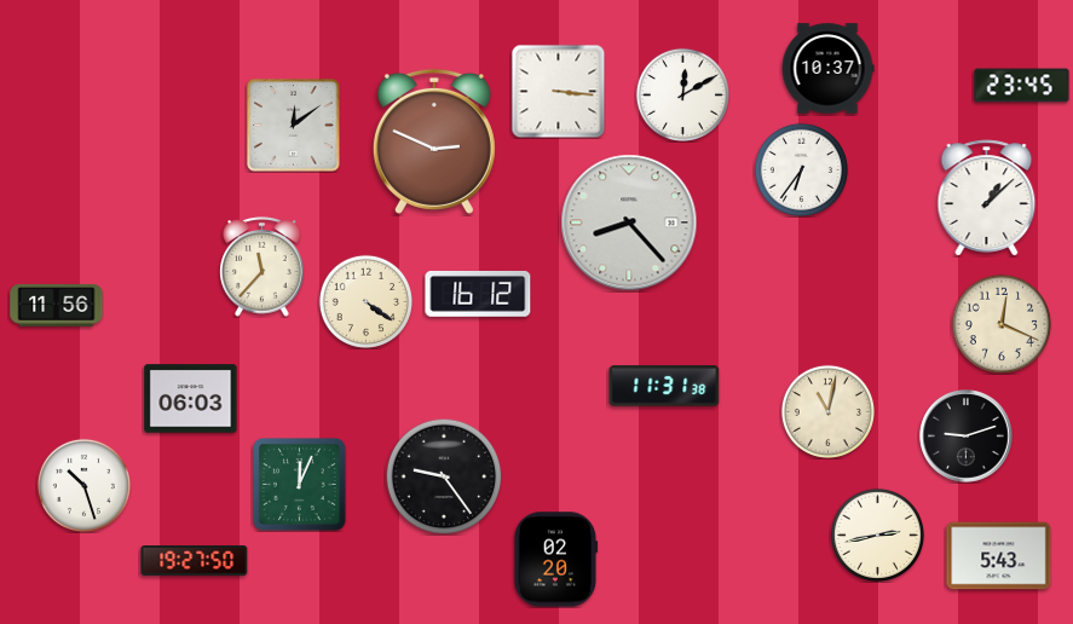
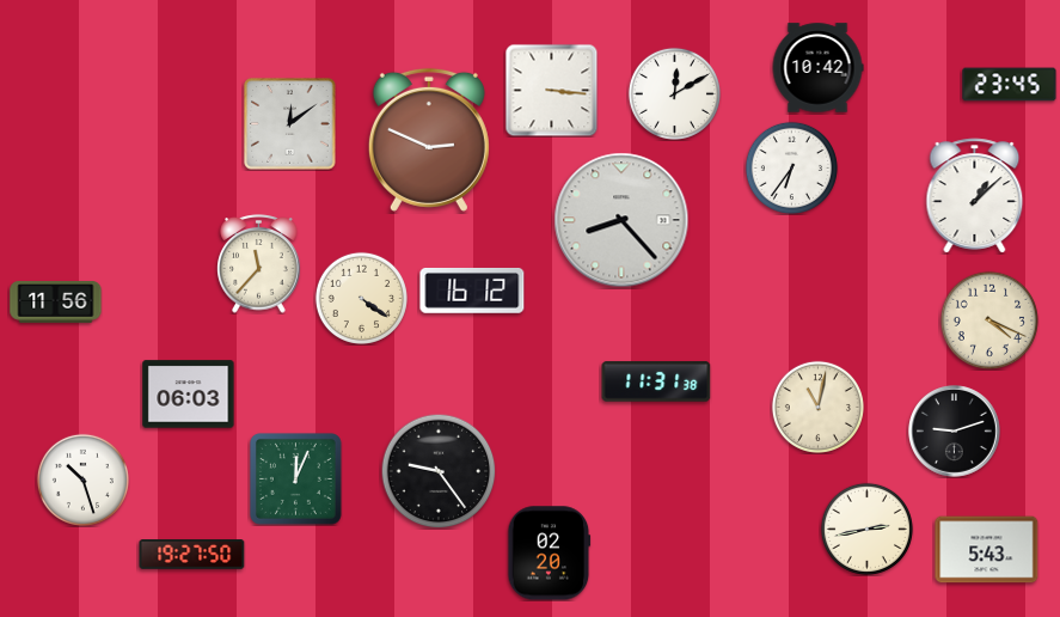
clock at (827, 69): 10:37 -> 10:42
clock at (1000, 323): 12:19 -> 4:19
